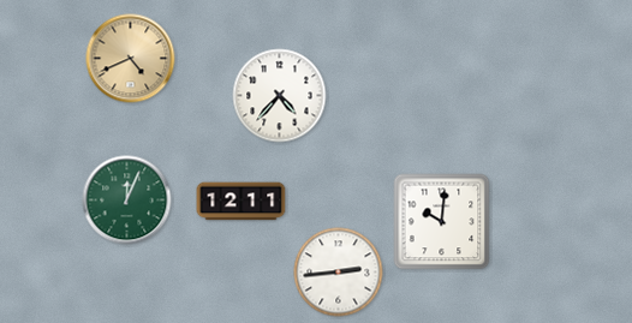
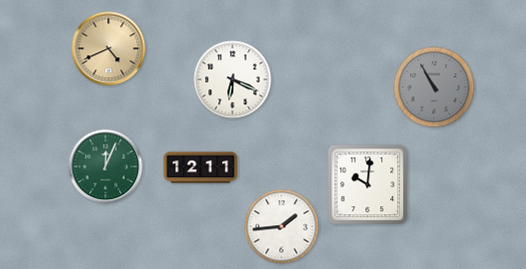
clock at (280, 96): 4:37 -> 6:19
clock at (434, 87): none -> 10:55
clock at (339, 273): 2:44 -> 1:44
